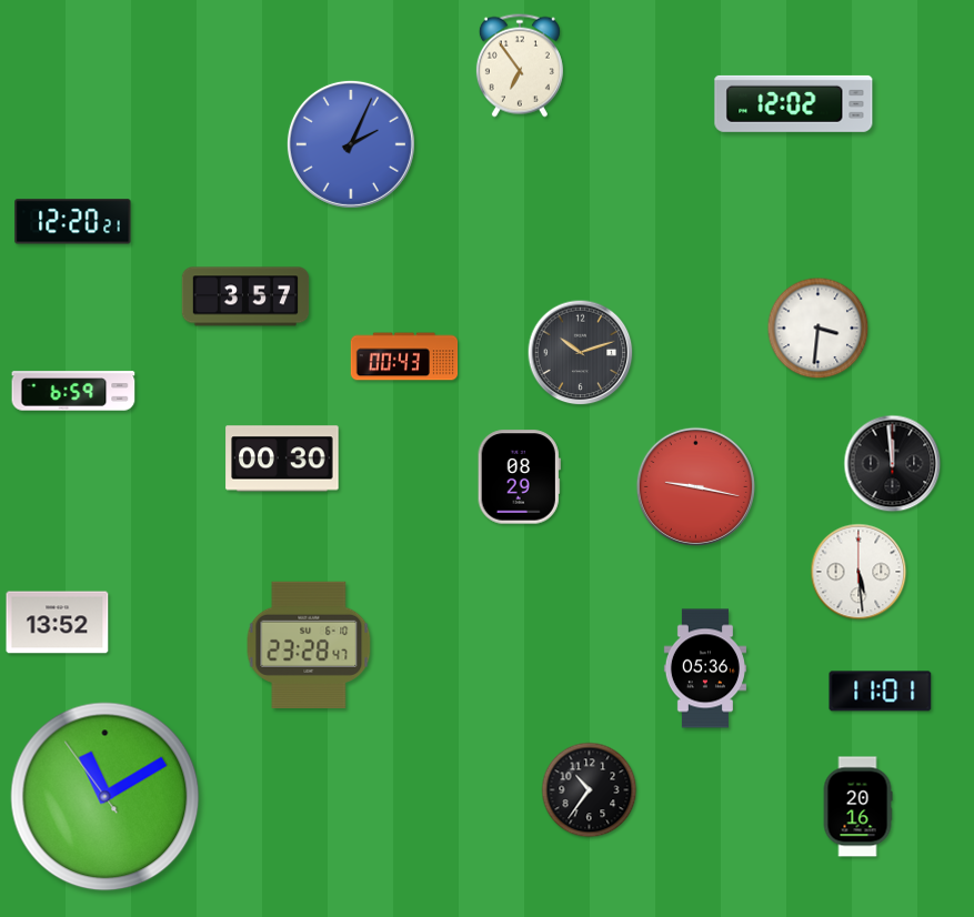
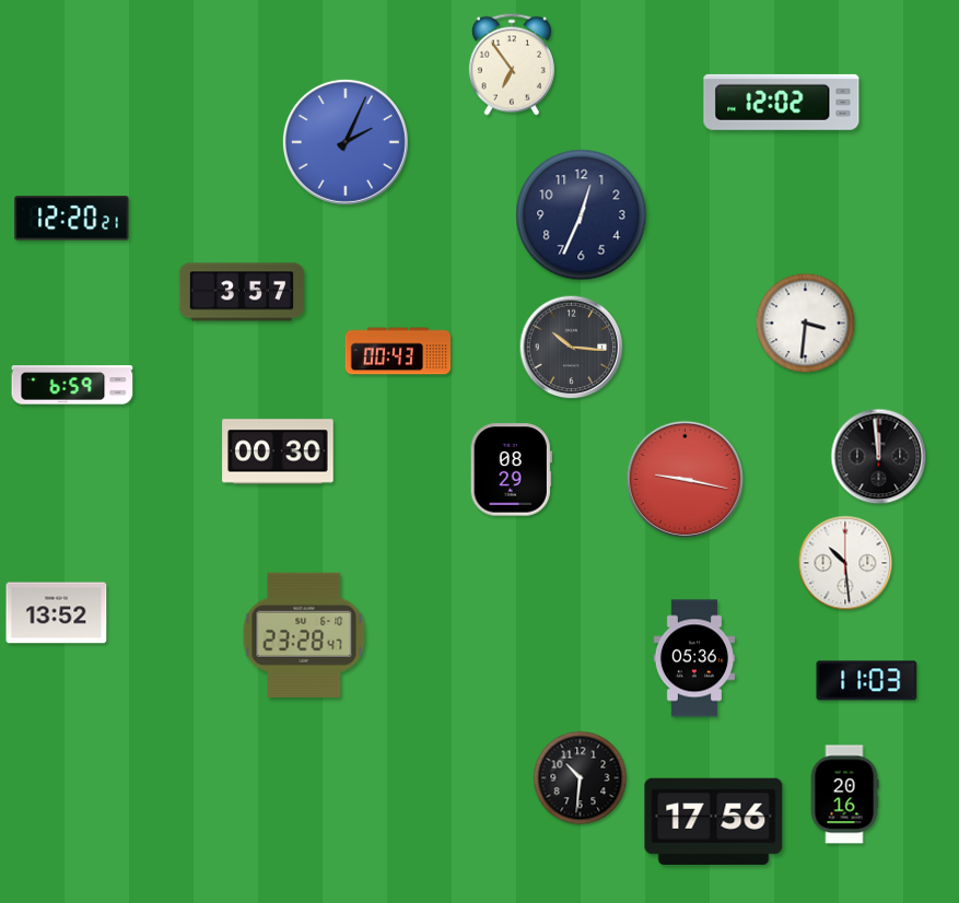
clock at (582, 215): none -> 12:34
clock at (581, 353): 10:12 -> 10:16
clock at (858, 572): 5:29 -> 10:29
clock at (881, 692): 11:01 -> 11:03
clock at (590, 790): 10:36 -> 10:31
clock at (106, 797): 11:09 -> none
clock at (714, 821): none -> 17:56
